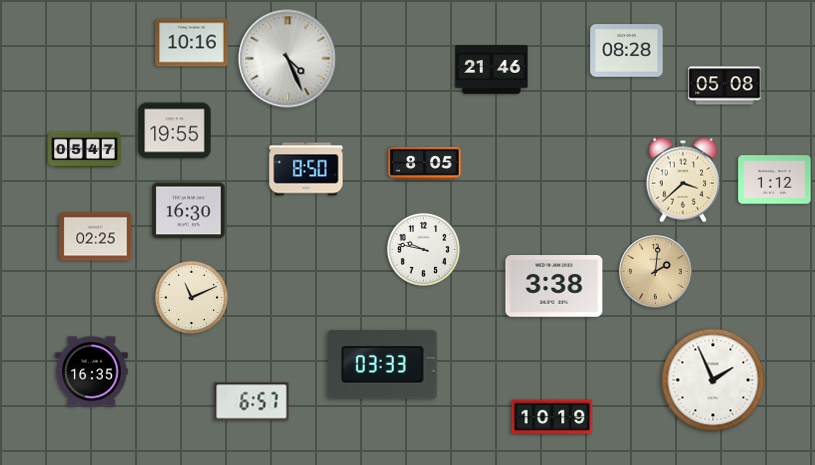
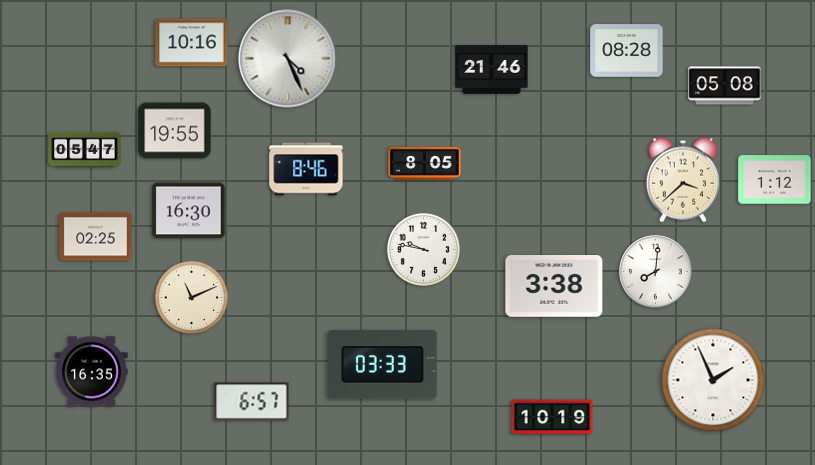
clock at (306, 169): 8:50 -> 8:46
clock at (656, 272): 2:01 -> 8:01
clock at (656, 272) dial: champagne -> white
